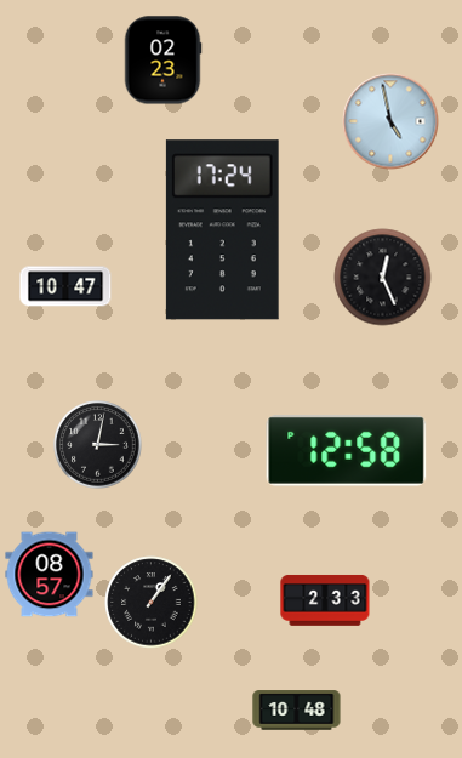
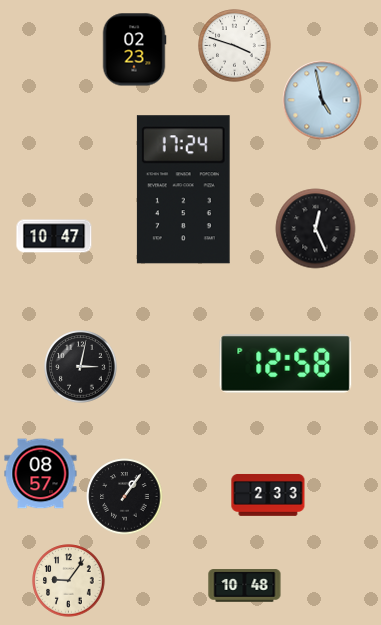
clock at (235, 46): none -> 3:48
clock at (347, 450) position: (347, 450) -> (286, 363)
clock at (69, 581): none -> 9:06
